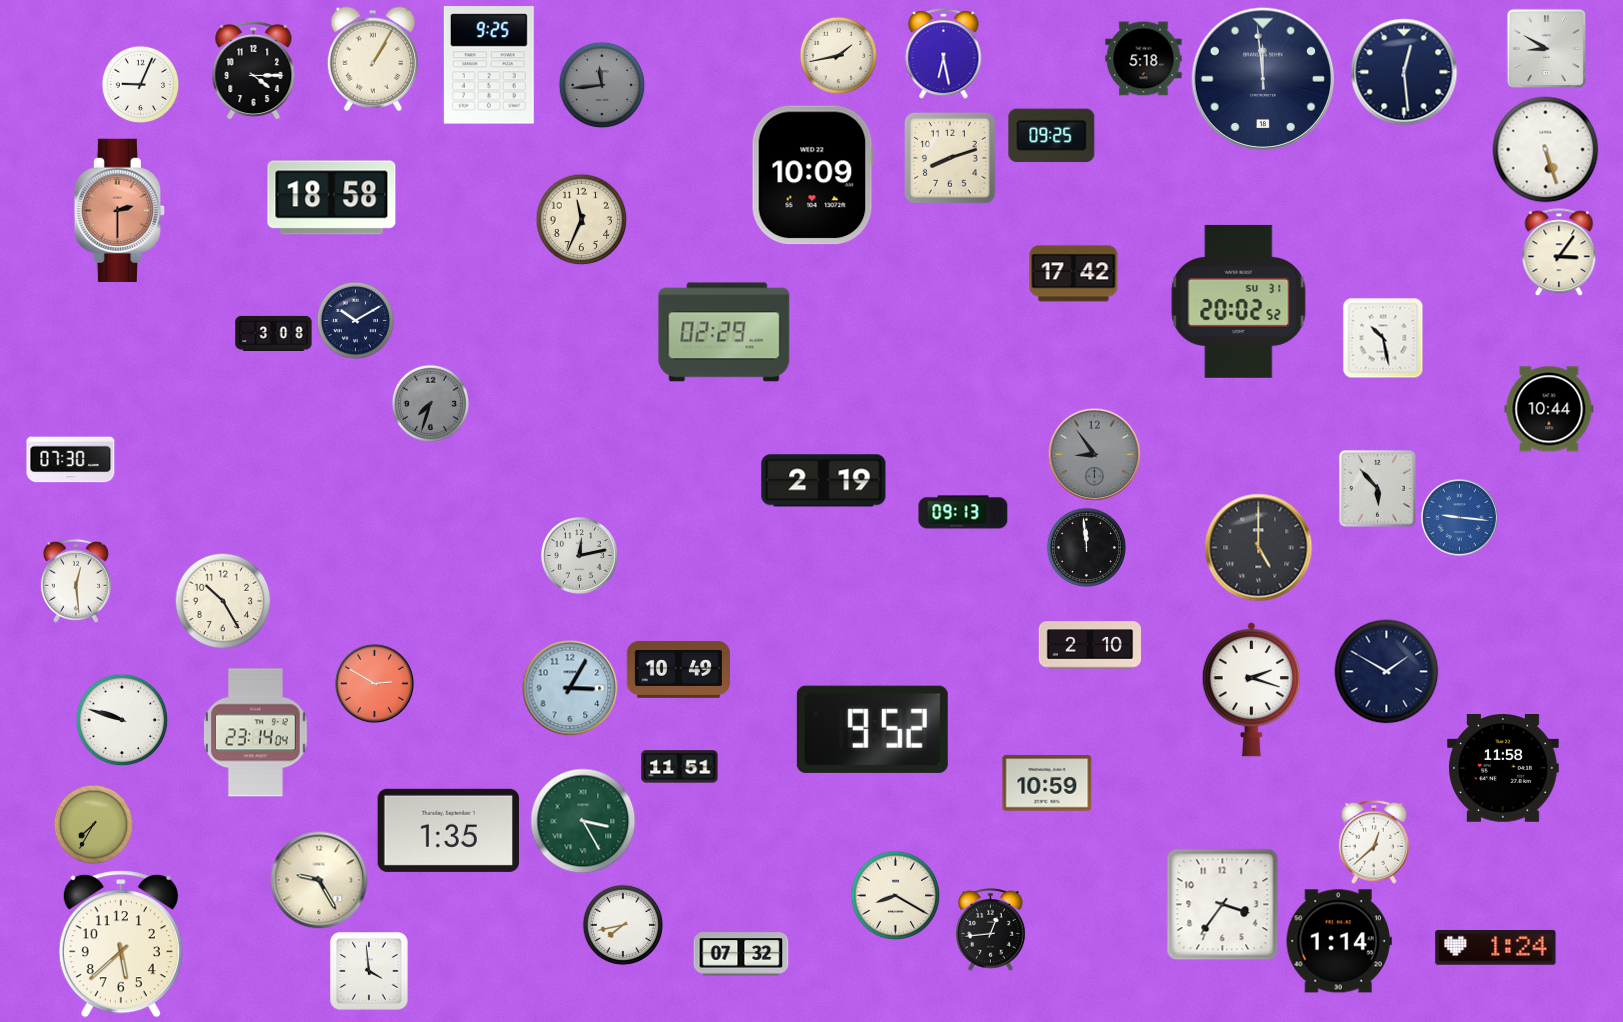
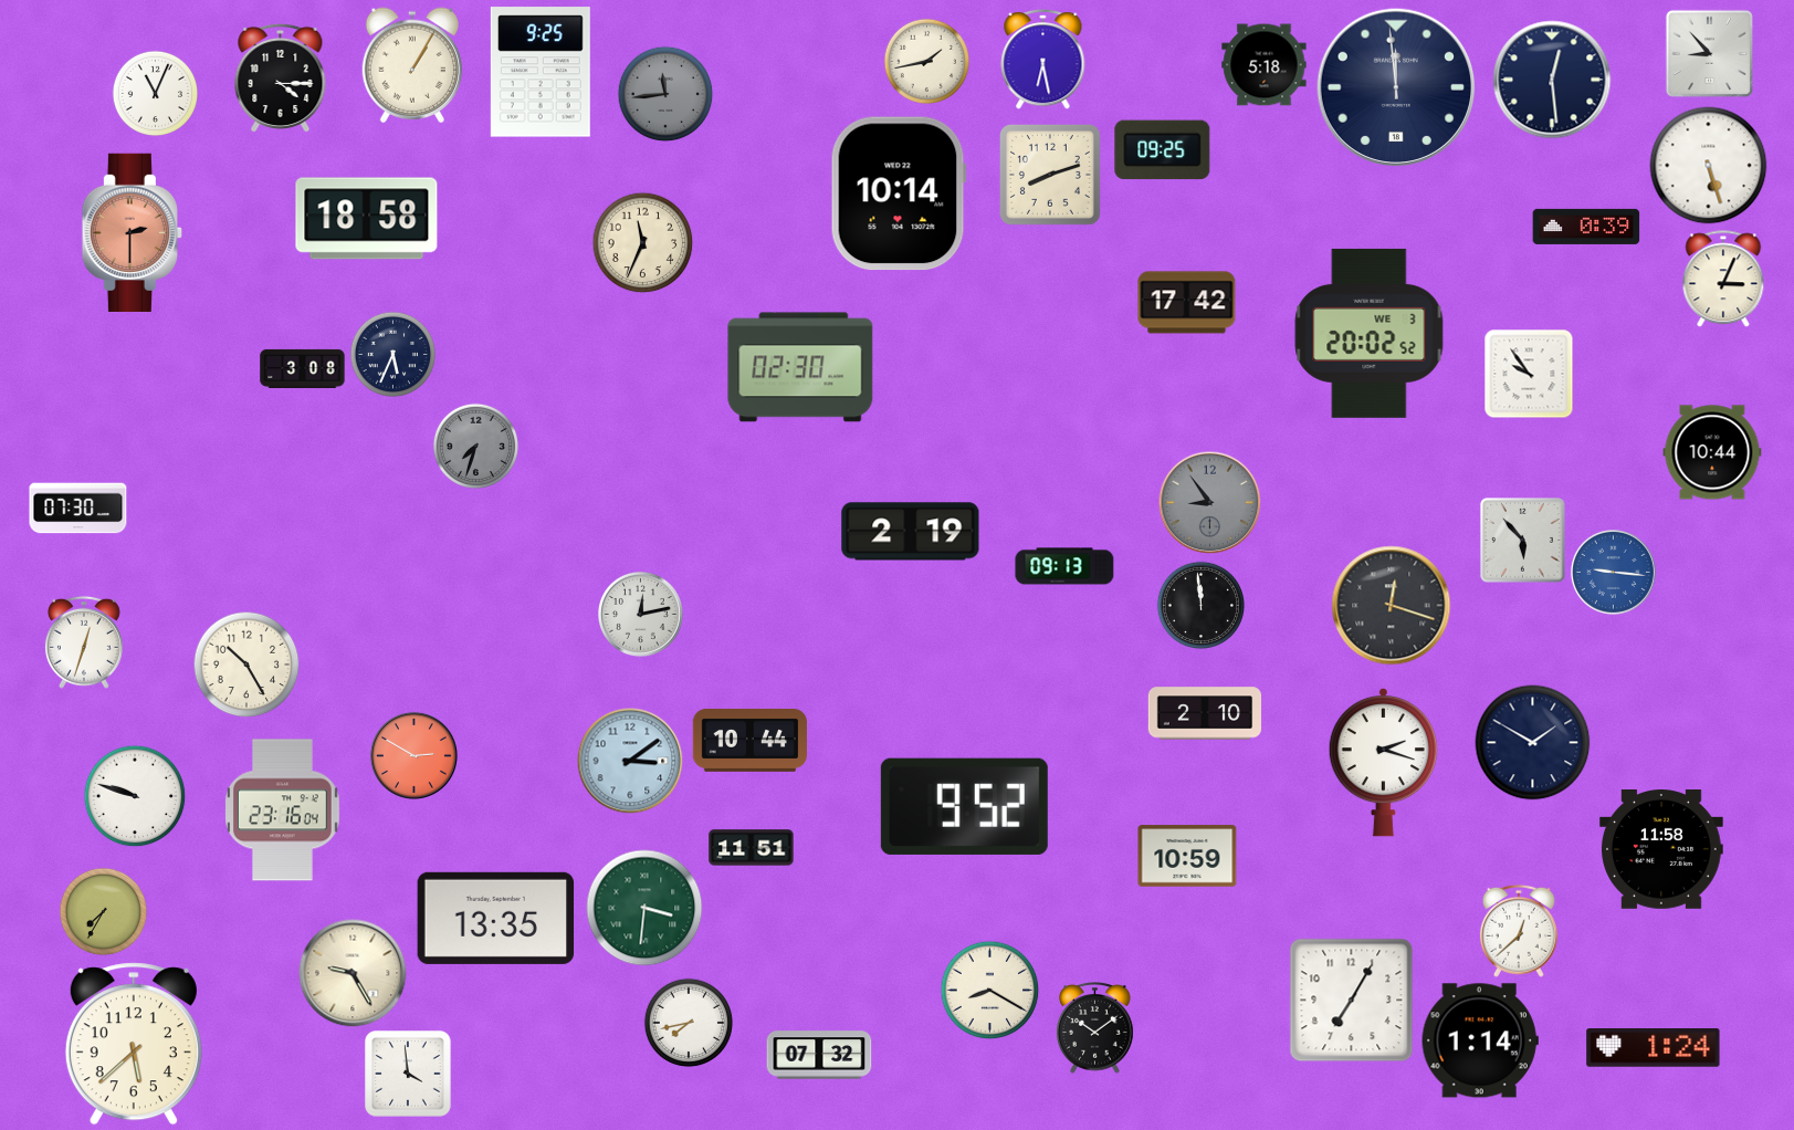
clock at (1546, 48): 8:50 -> 8:53
clock at (140, 84): 9:04 -> 11:04
clock at (813, 175): 10:09 -> 10:14
clock at (1586, 227): none -> 0:39
clock at (1559, 252): 3:06 -> 3:04
clock at (1239, 301) date: SU 31 -> WE 3
clock at (355, 320): 10:10 -> 5:34
clock at (724, 332): 02:29 -> 02:30
clock at (1383, 338): 10:28 -> 9:54
clock at (1259, 548): 5:00 -> 12:18
clock at (76, 581): 12:29 -> 12:33
clock at (678, 669): 10:49 -> 10:44
clock at (570, 688): 3:05 -> 3:09
clock at (256, 733): 23:14 -> 23:16
clock at (1047, 783) position: (1047, 783) -> (1187, 856)
clock at (583, 821): 3:25 -> 3:31
clock at (449, 830): 1:35 -> 13:35
clock at (1223, 905): 3:36 -> 7:05
clock at (991, 930): 12:44 -> 10:09
